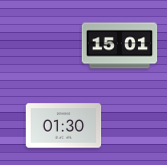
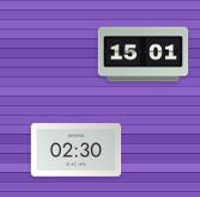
clock at (64, 126): 01:30 -> 02:30
